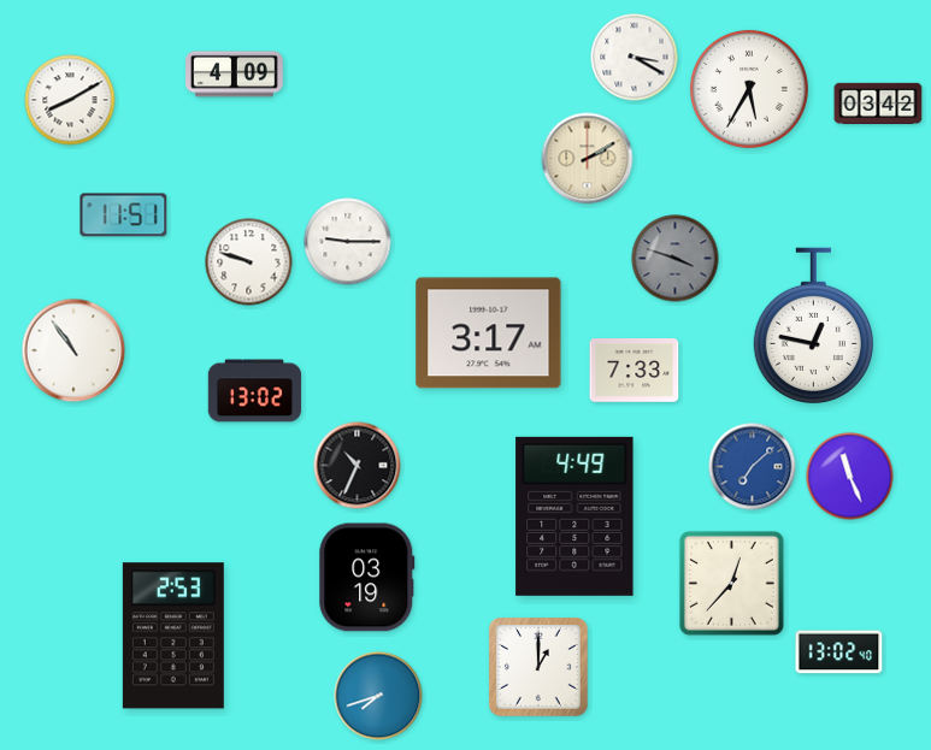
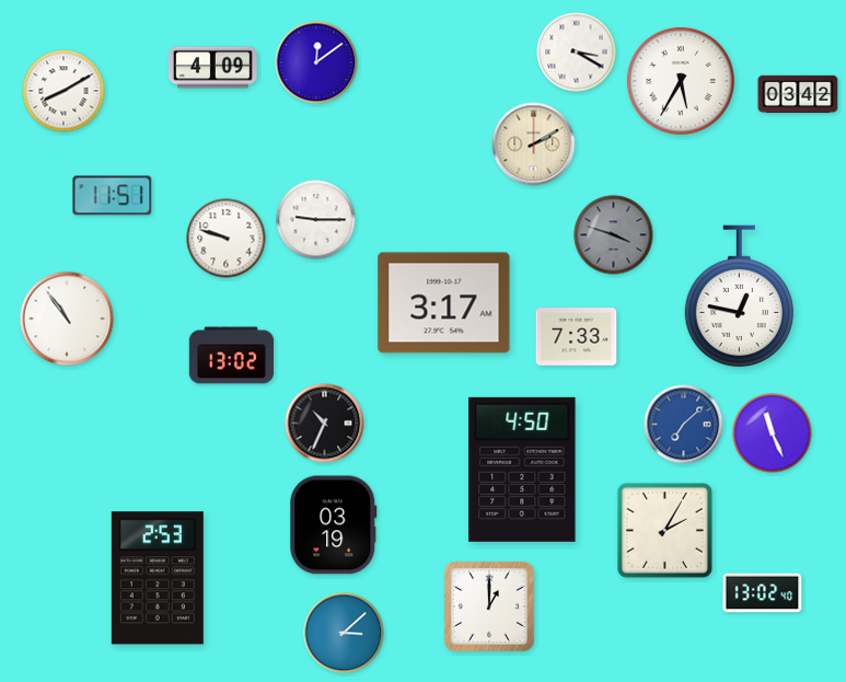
clock at (316, 62): none -> 12:09
clock at (574, 516): 4:49 -> 4:50
clock at (731, 583): 12:37 -> 2:05
clock at (378, 696): 7:42 -> 3:08
